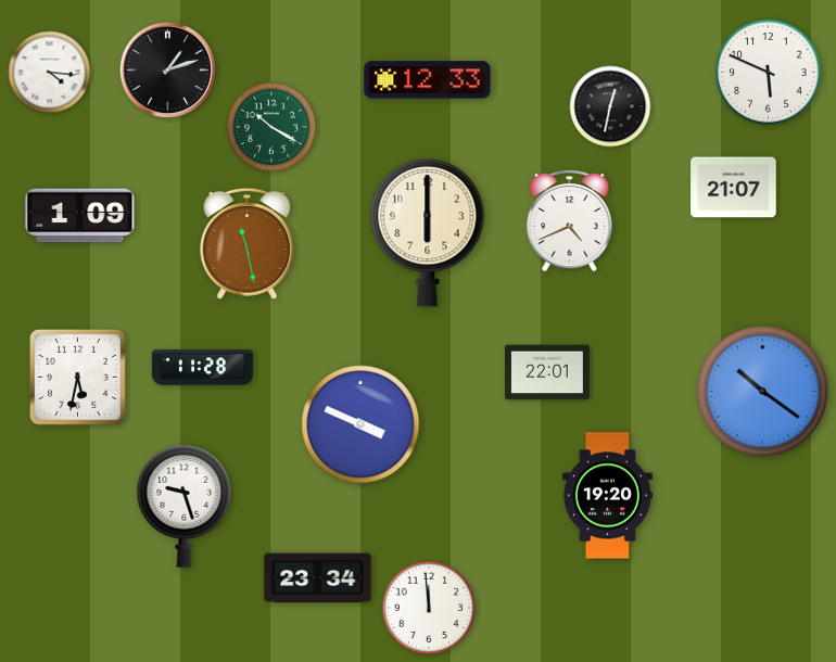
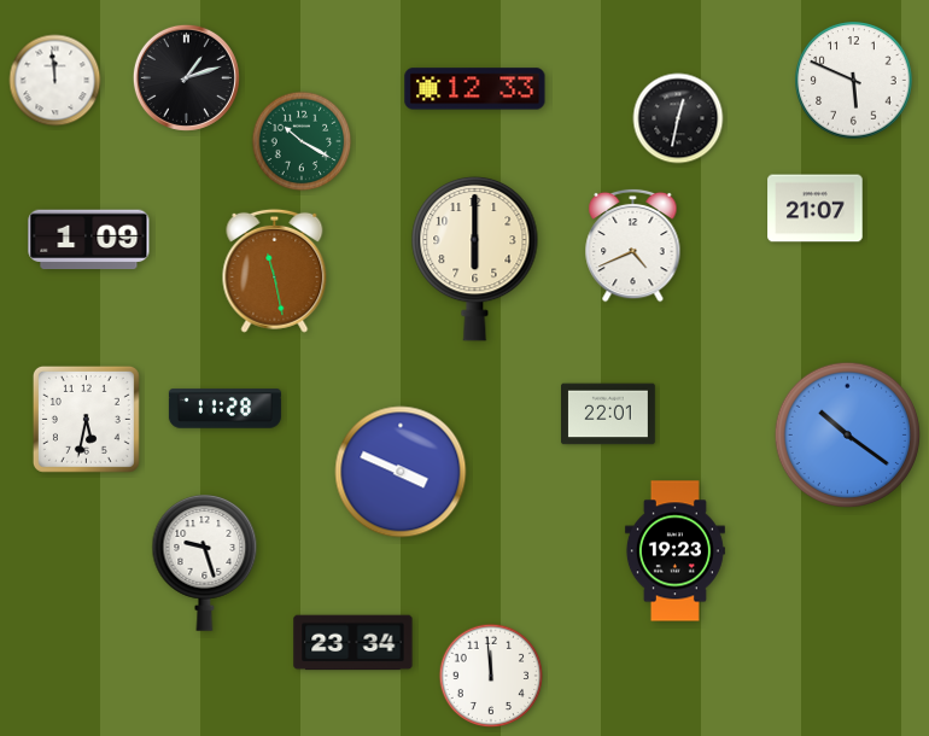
clock at (50, 73): 4:16 -> 11:59
clock at (607, 496): 19:20 -> 19:23
clock at (429, 608) position: (429, 608) -> (491, 676)
